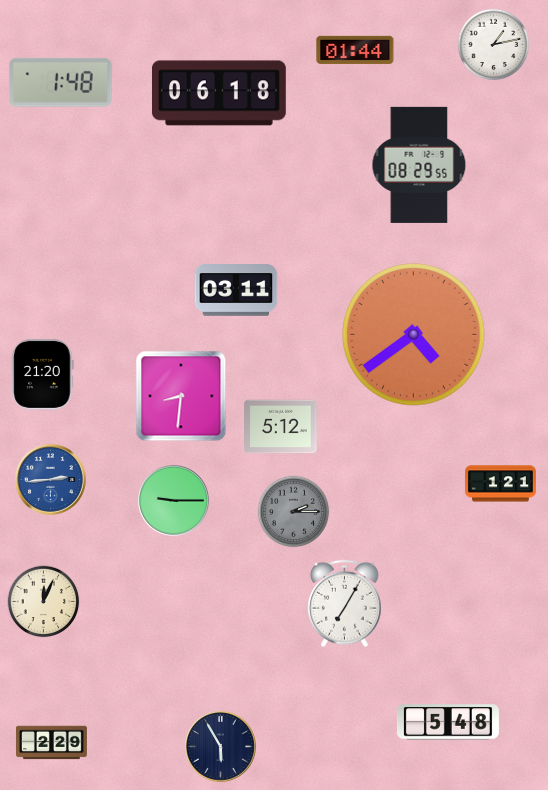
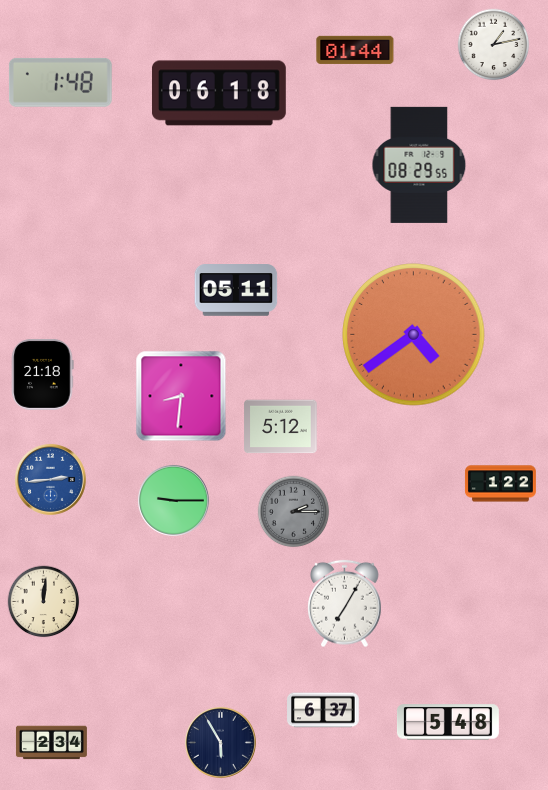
clock at (236, 290): 03:11 -> 05:11
clock at (43, 374): 21:20 -> 21:18
clock at (501, 484): 1:21 -> 1:22
clock at (44, 602): 12:04 -> 12:01
clock at (323, 710): none -> 6:37
clock at (51, 743): 2:29 -> 2:34
clock at (220, 746) position: (220, 746) -> (220, 742)
